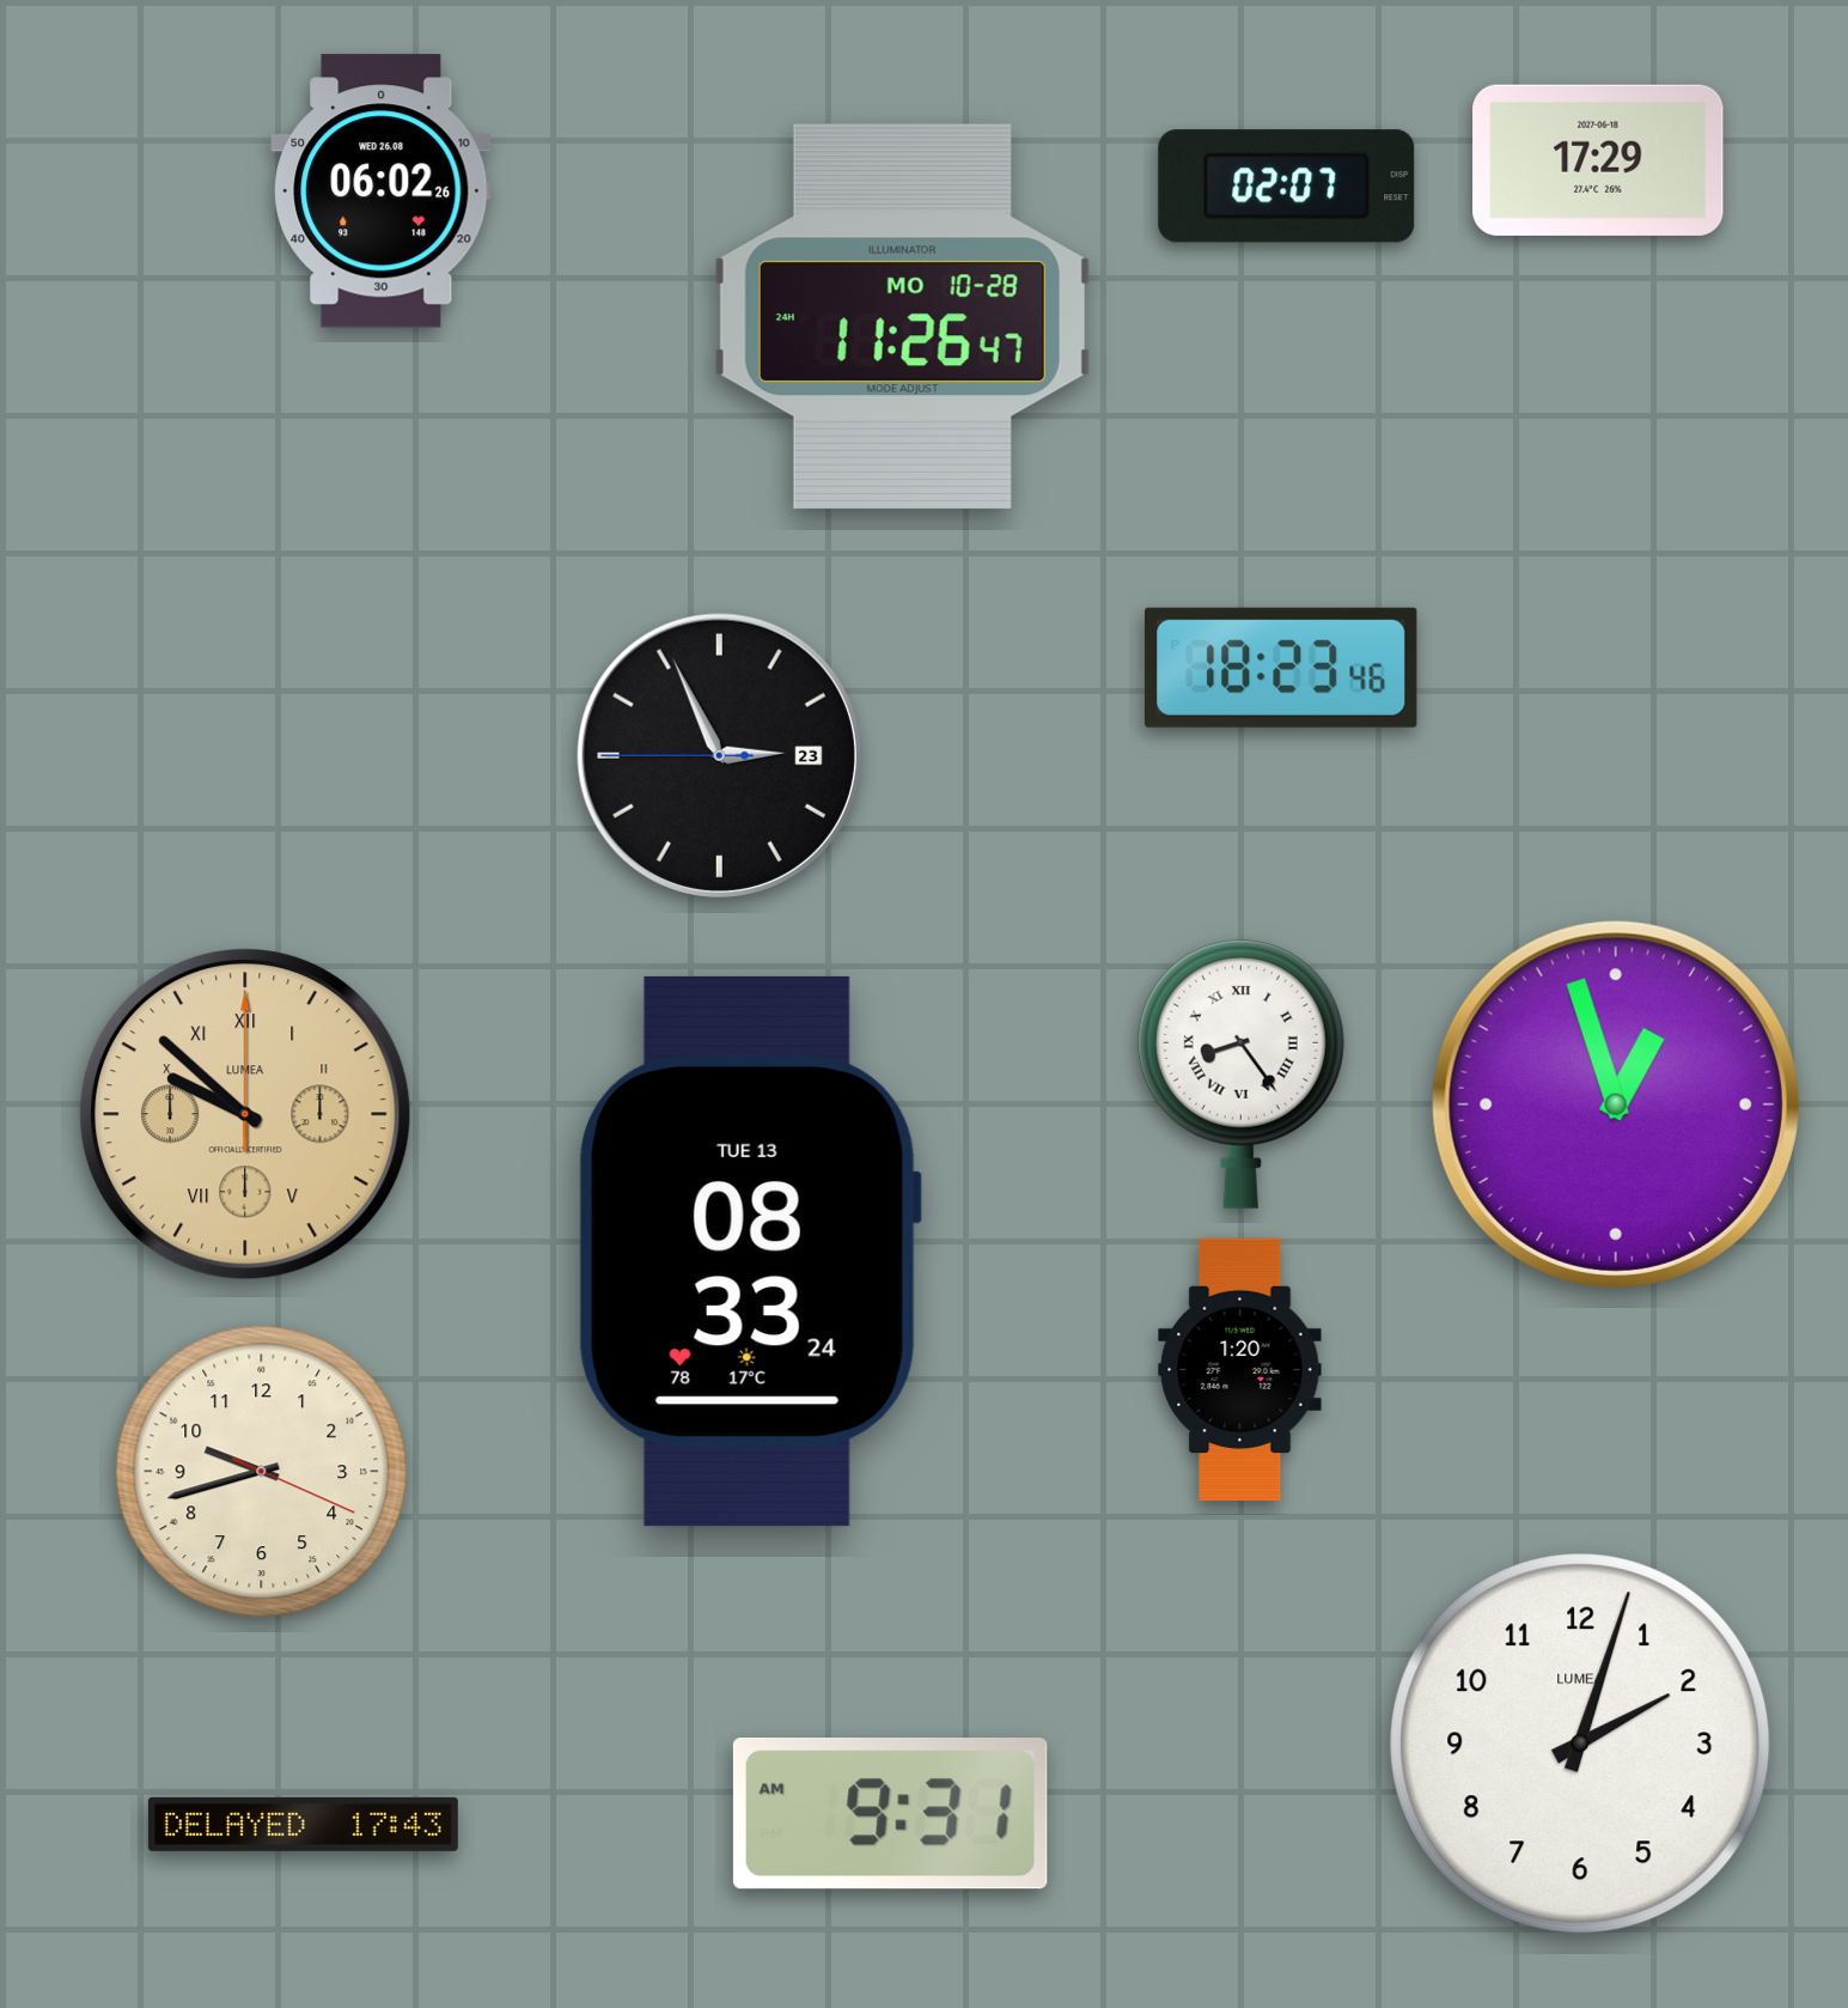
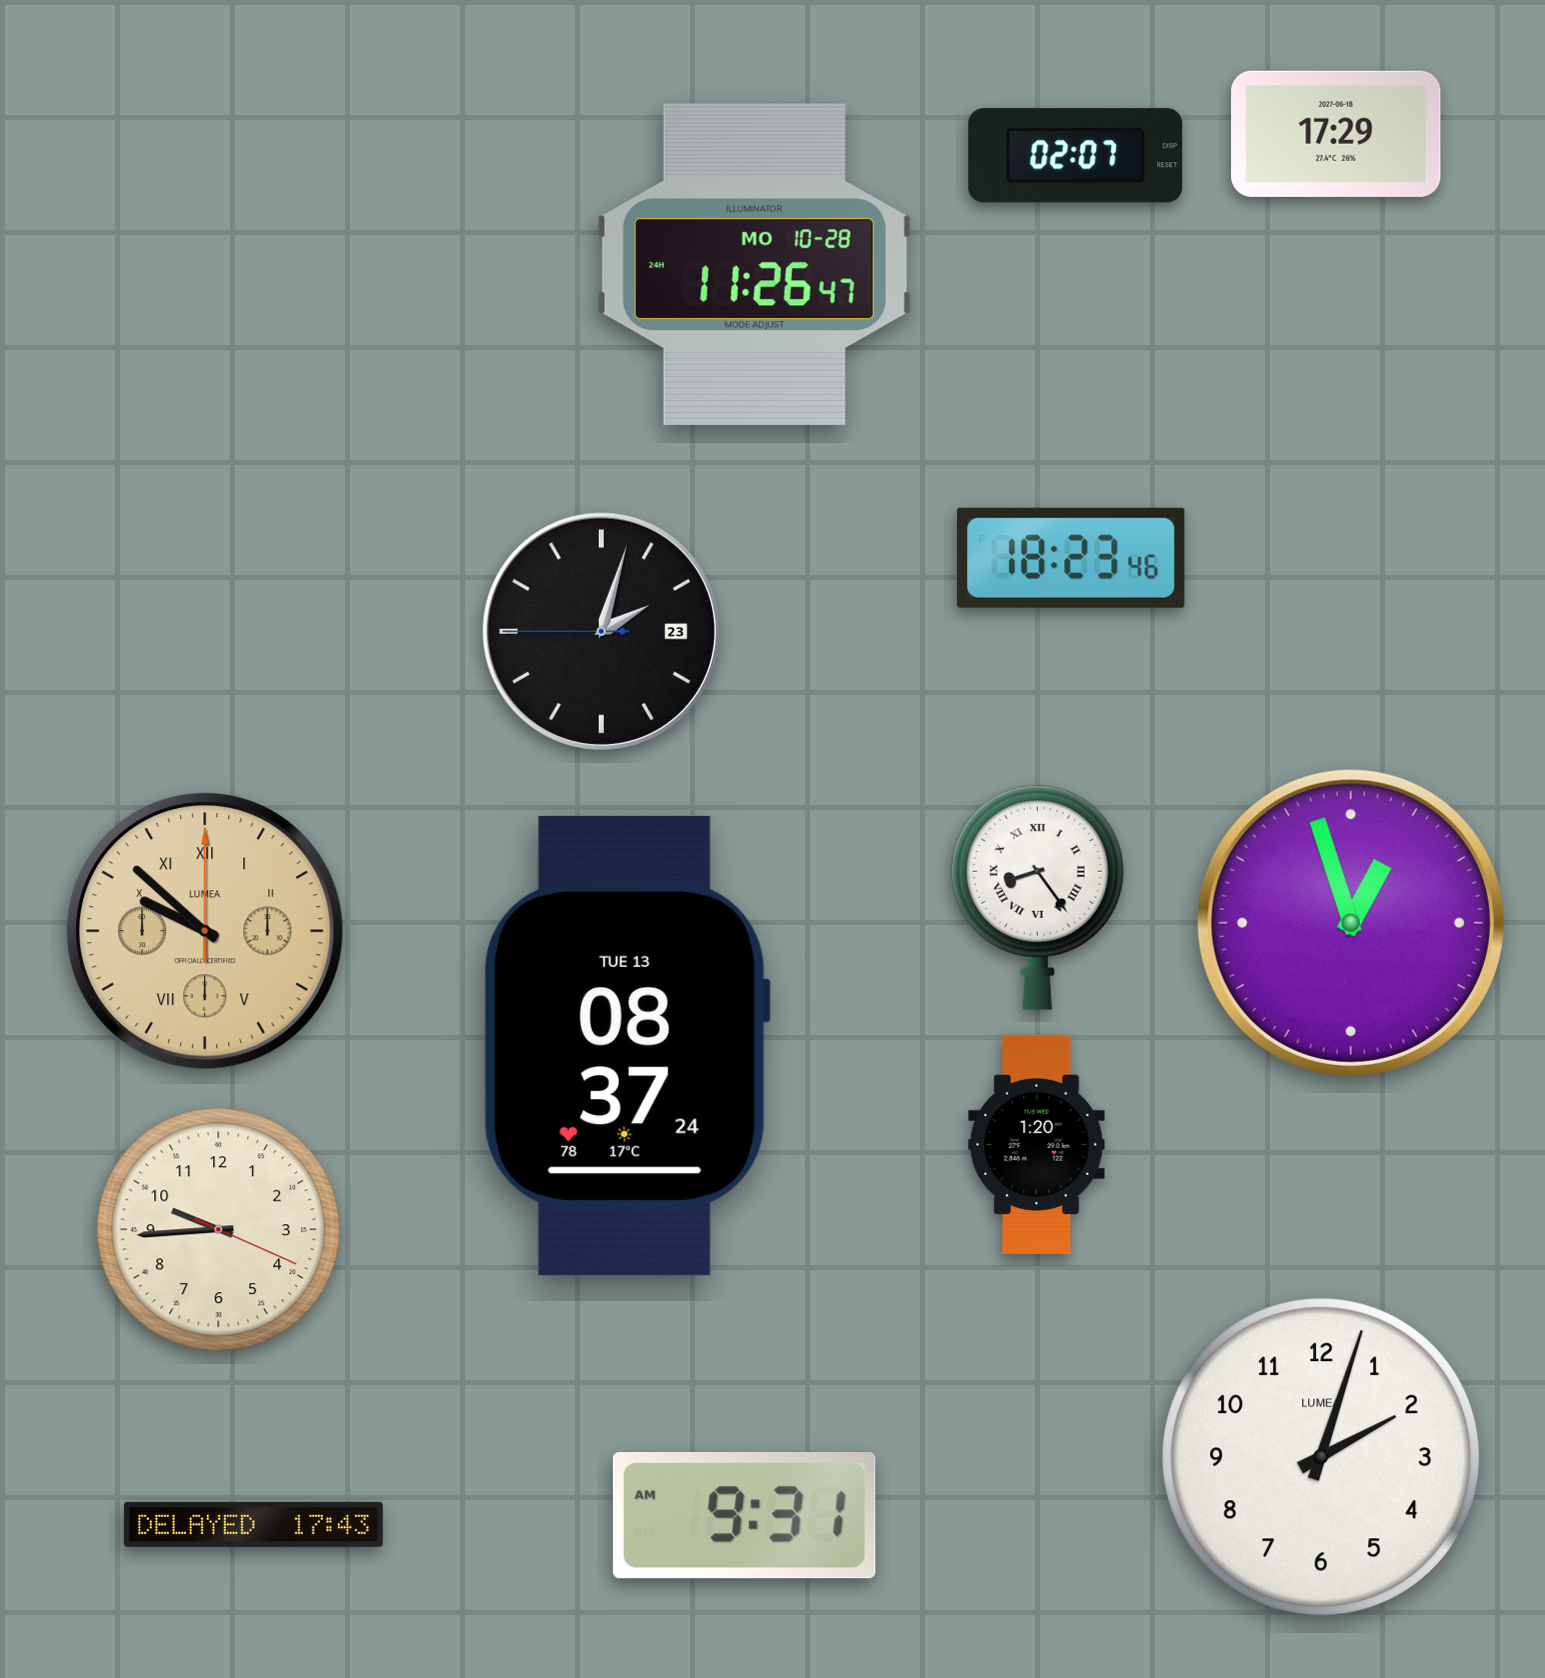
clock at (382, 191): 06:02 -> none
clock at (719, 755): 2:55 -> 2:02
clock at (749, 1252): 08:33 -> 08:37
clock at (262, 1472): 9:42 -> 9:44
